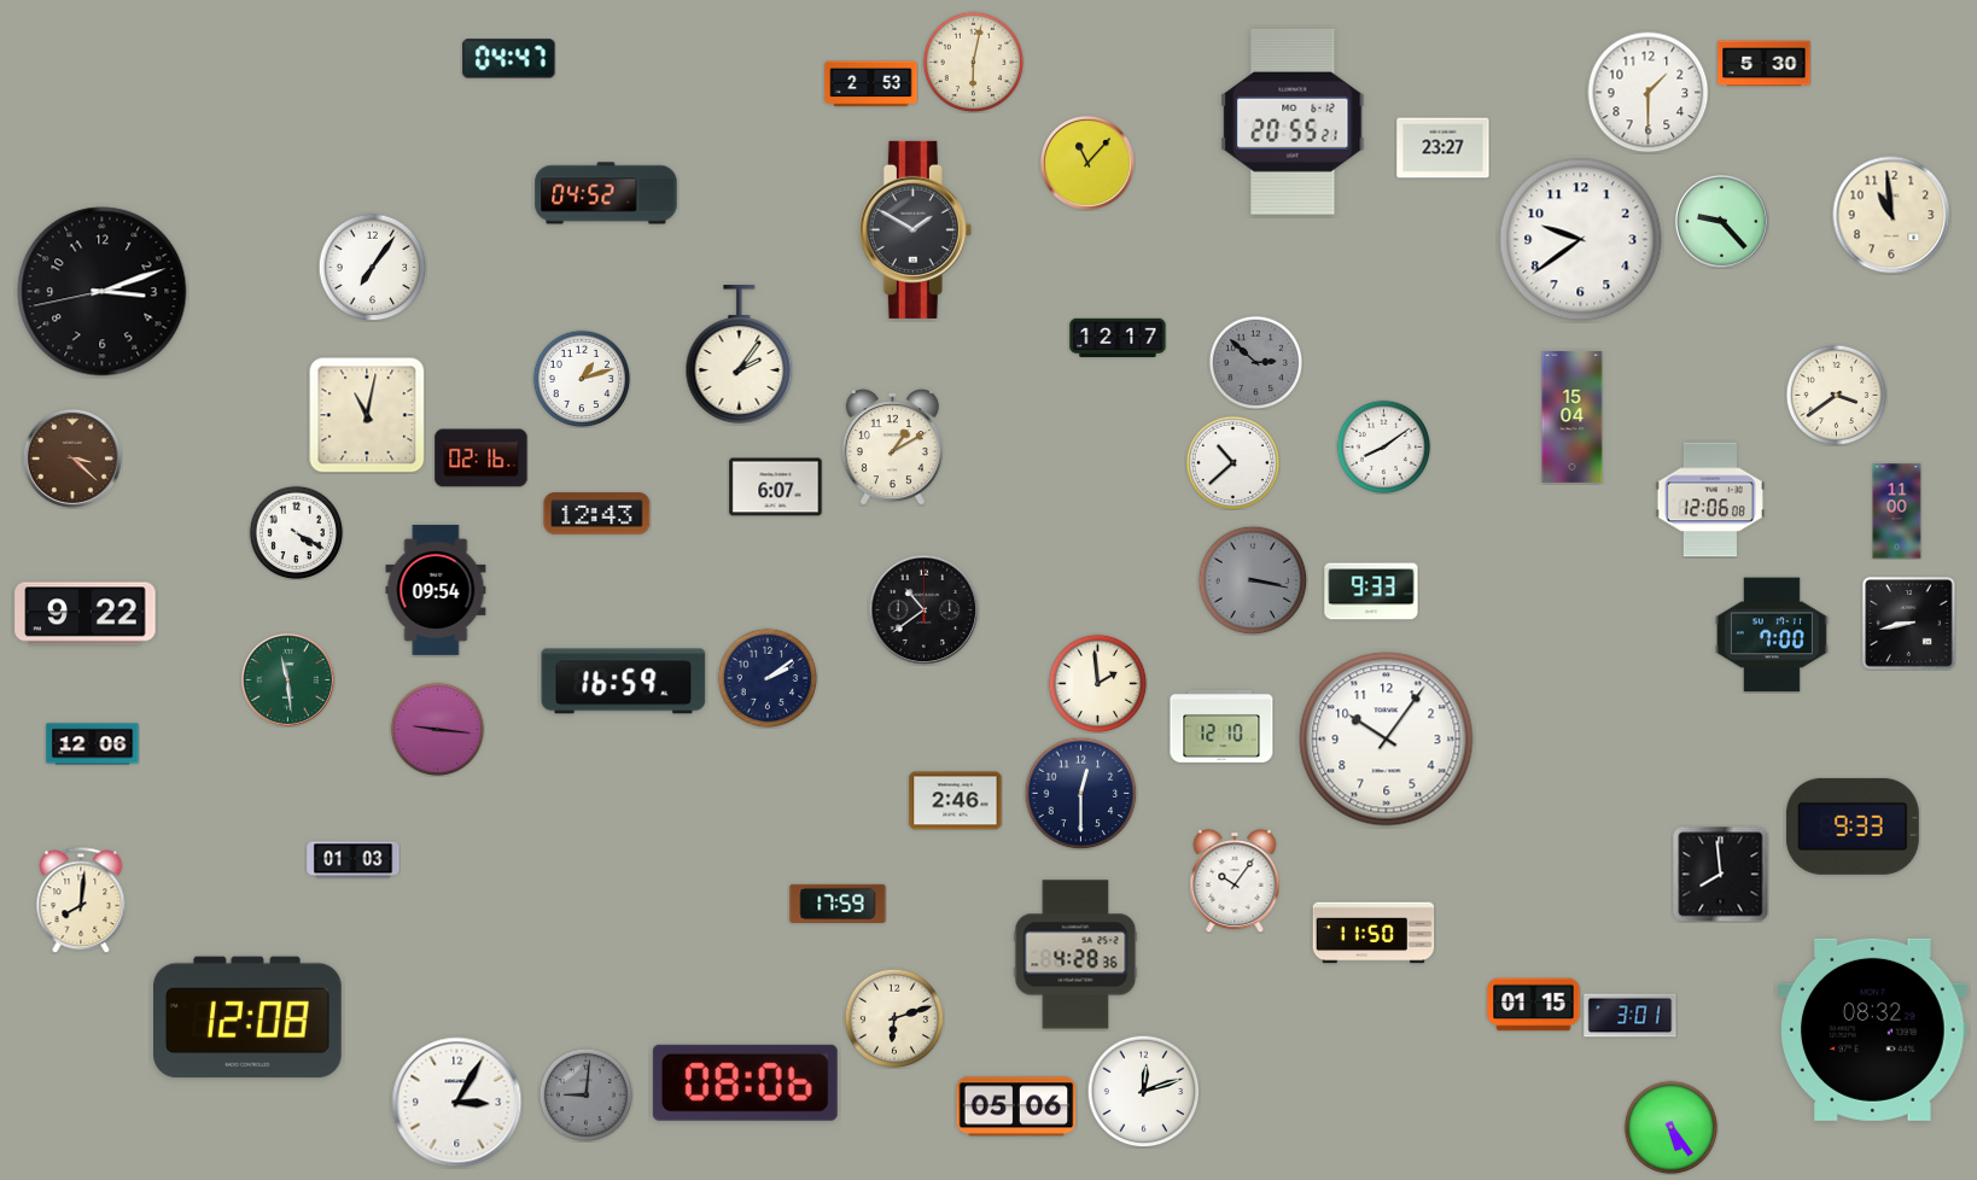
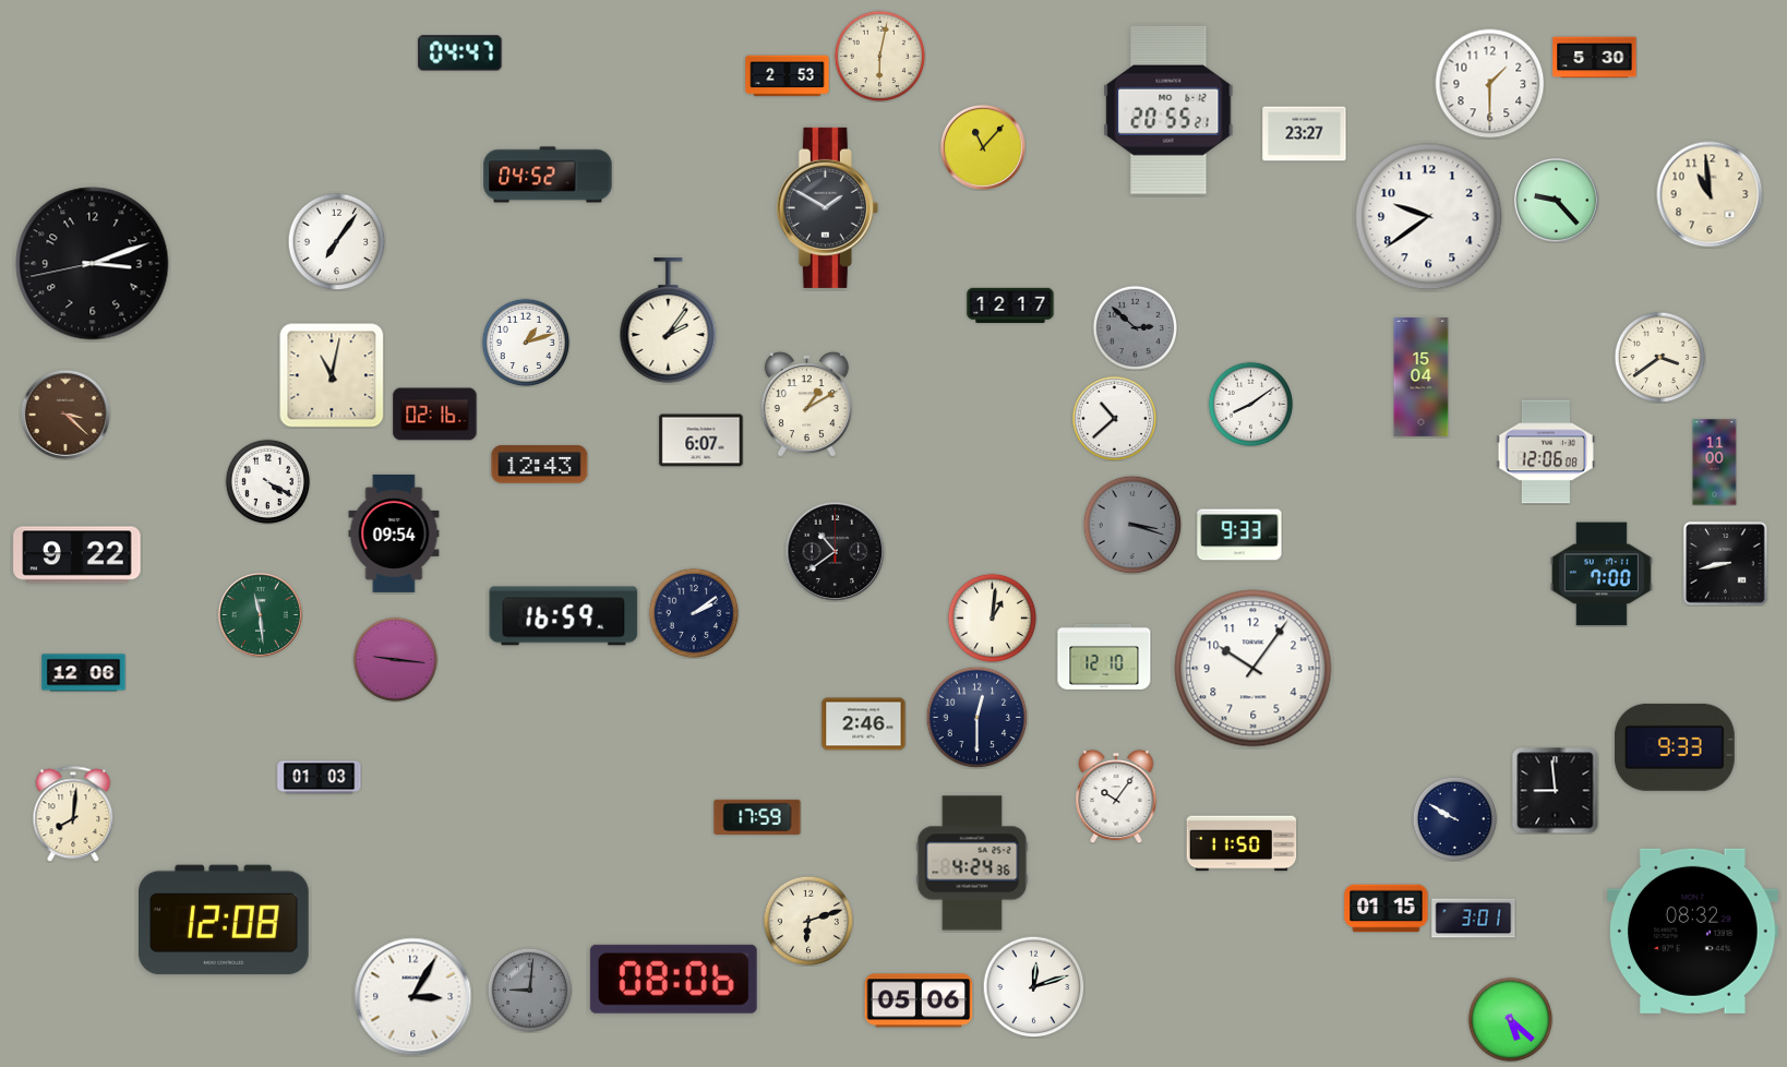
clock at (1253, 580): 3:17 -> 3:18
clock at (1097, 683): 1:59 -> 1:01
clock at (1720, 874): 7:59 -> 8:59
clock at (1454, 818): none -> 9:50
clock at (1075, 954): 4:28 -> 4:24
clock at (1670, 1127): 5:24 -> 5:22
